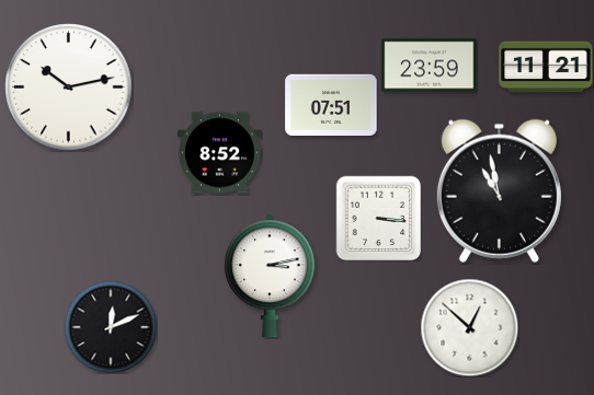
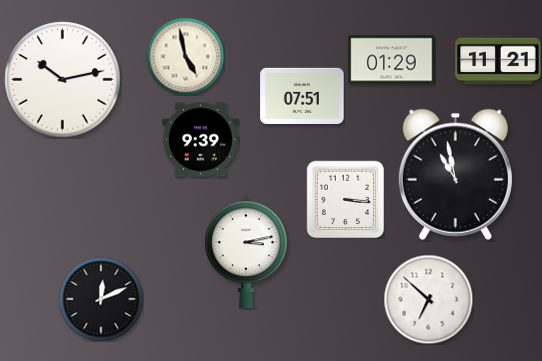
clock at (185, 56): none -> 4:58
clock at (430, 66): 23:59 -> 01:29
clock at (219, 153): 8:52 -> 9:39
clock at (469, 327): 12:52 -> 6:52
